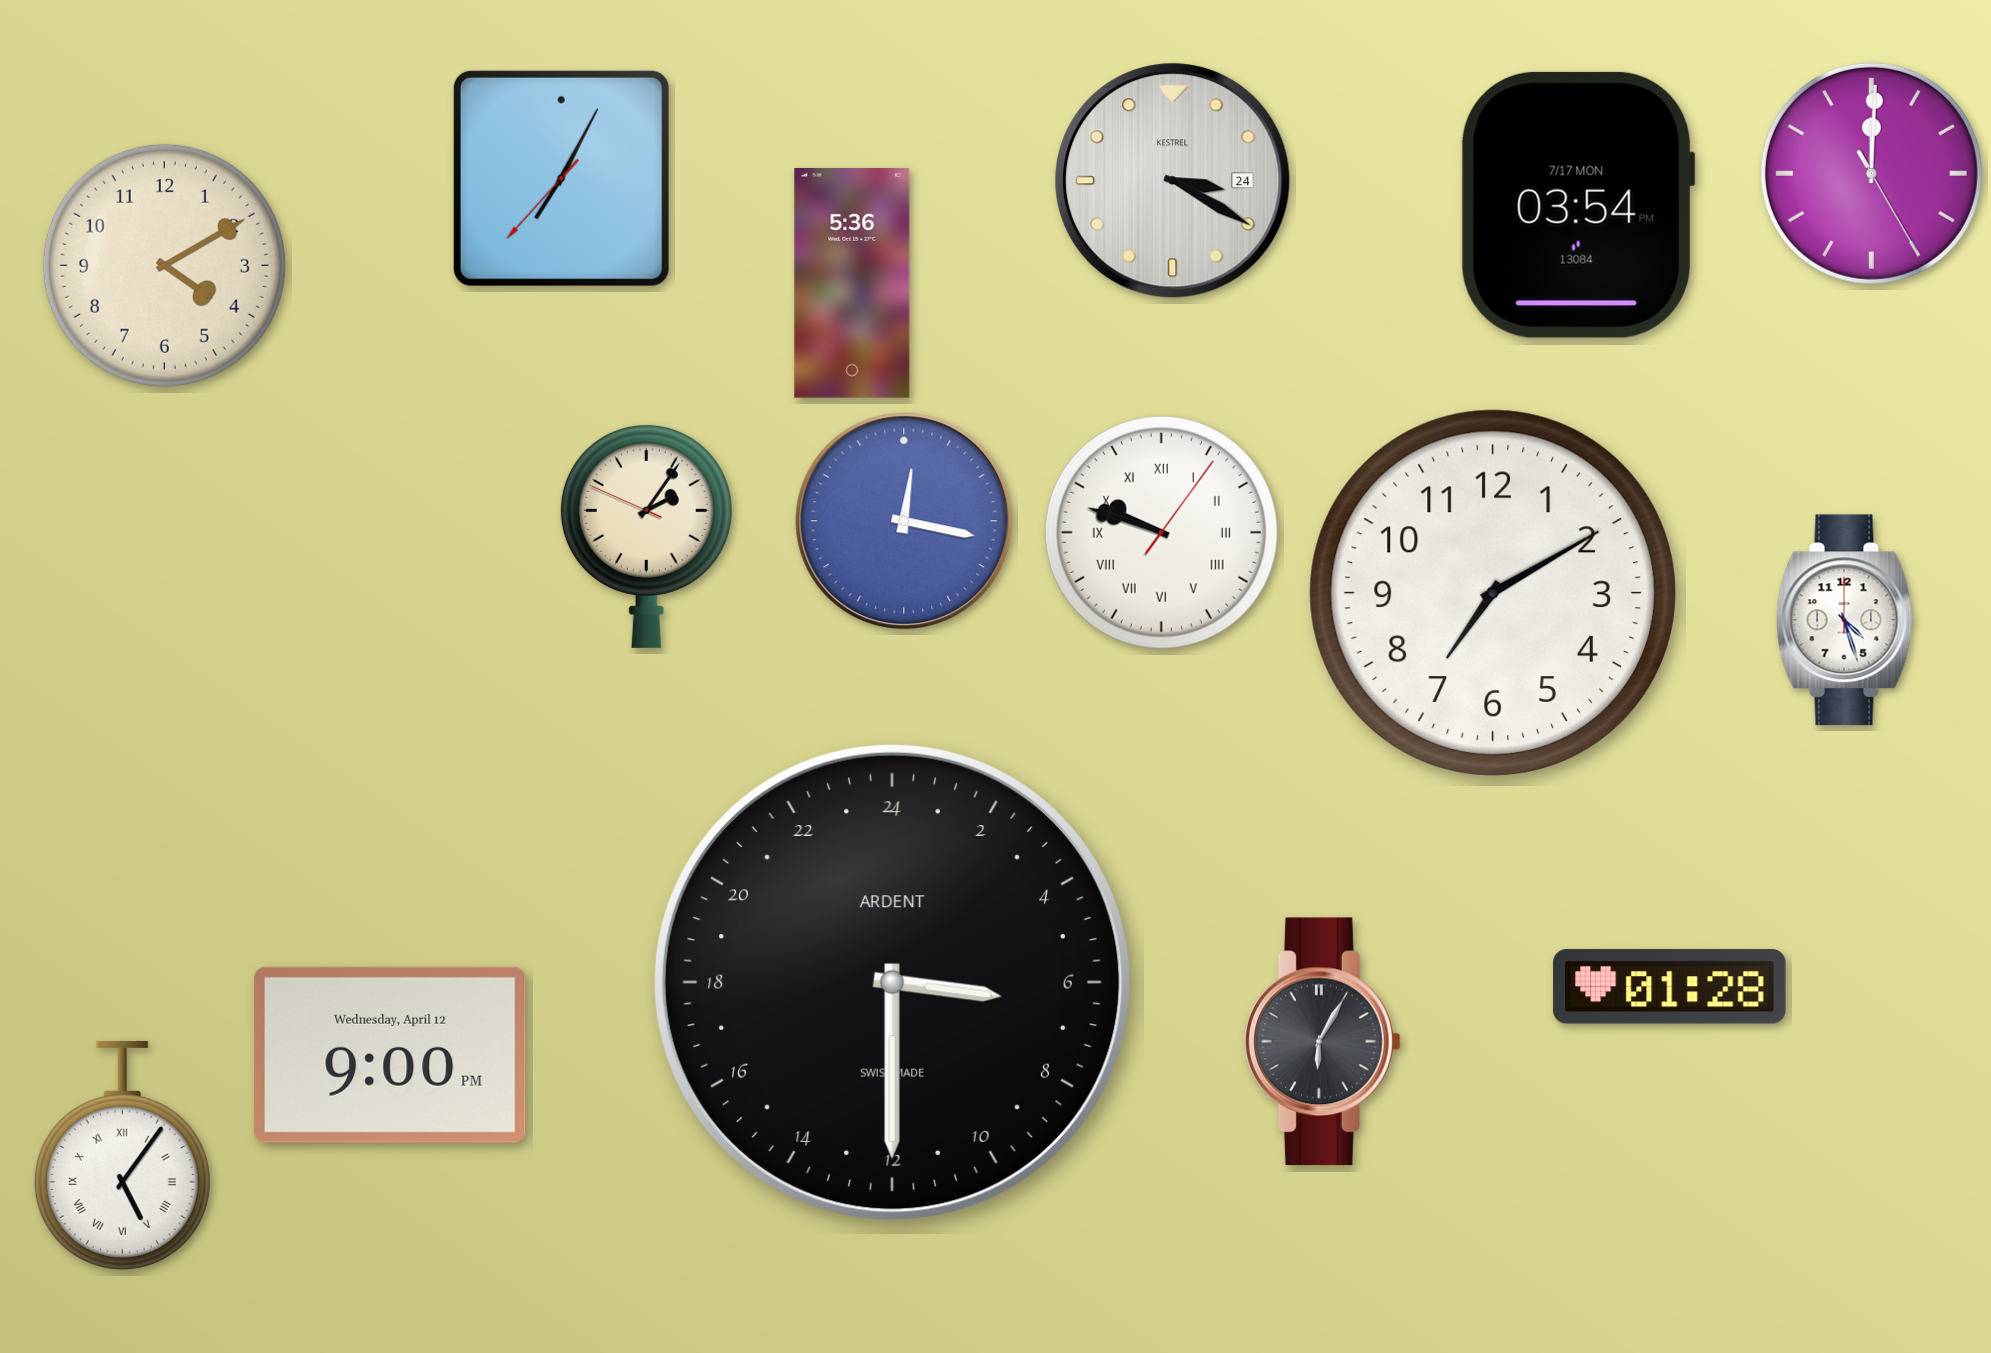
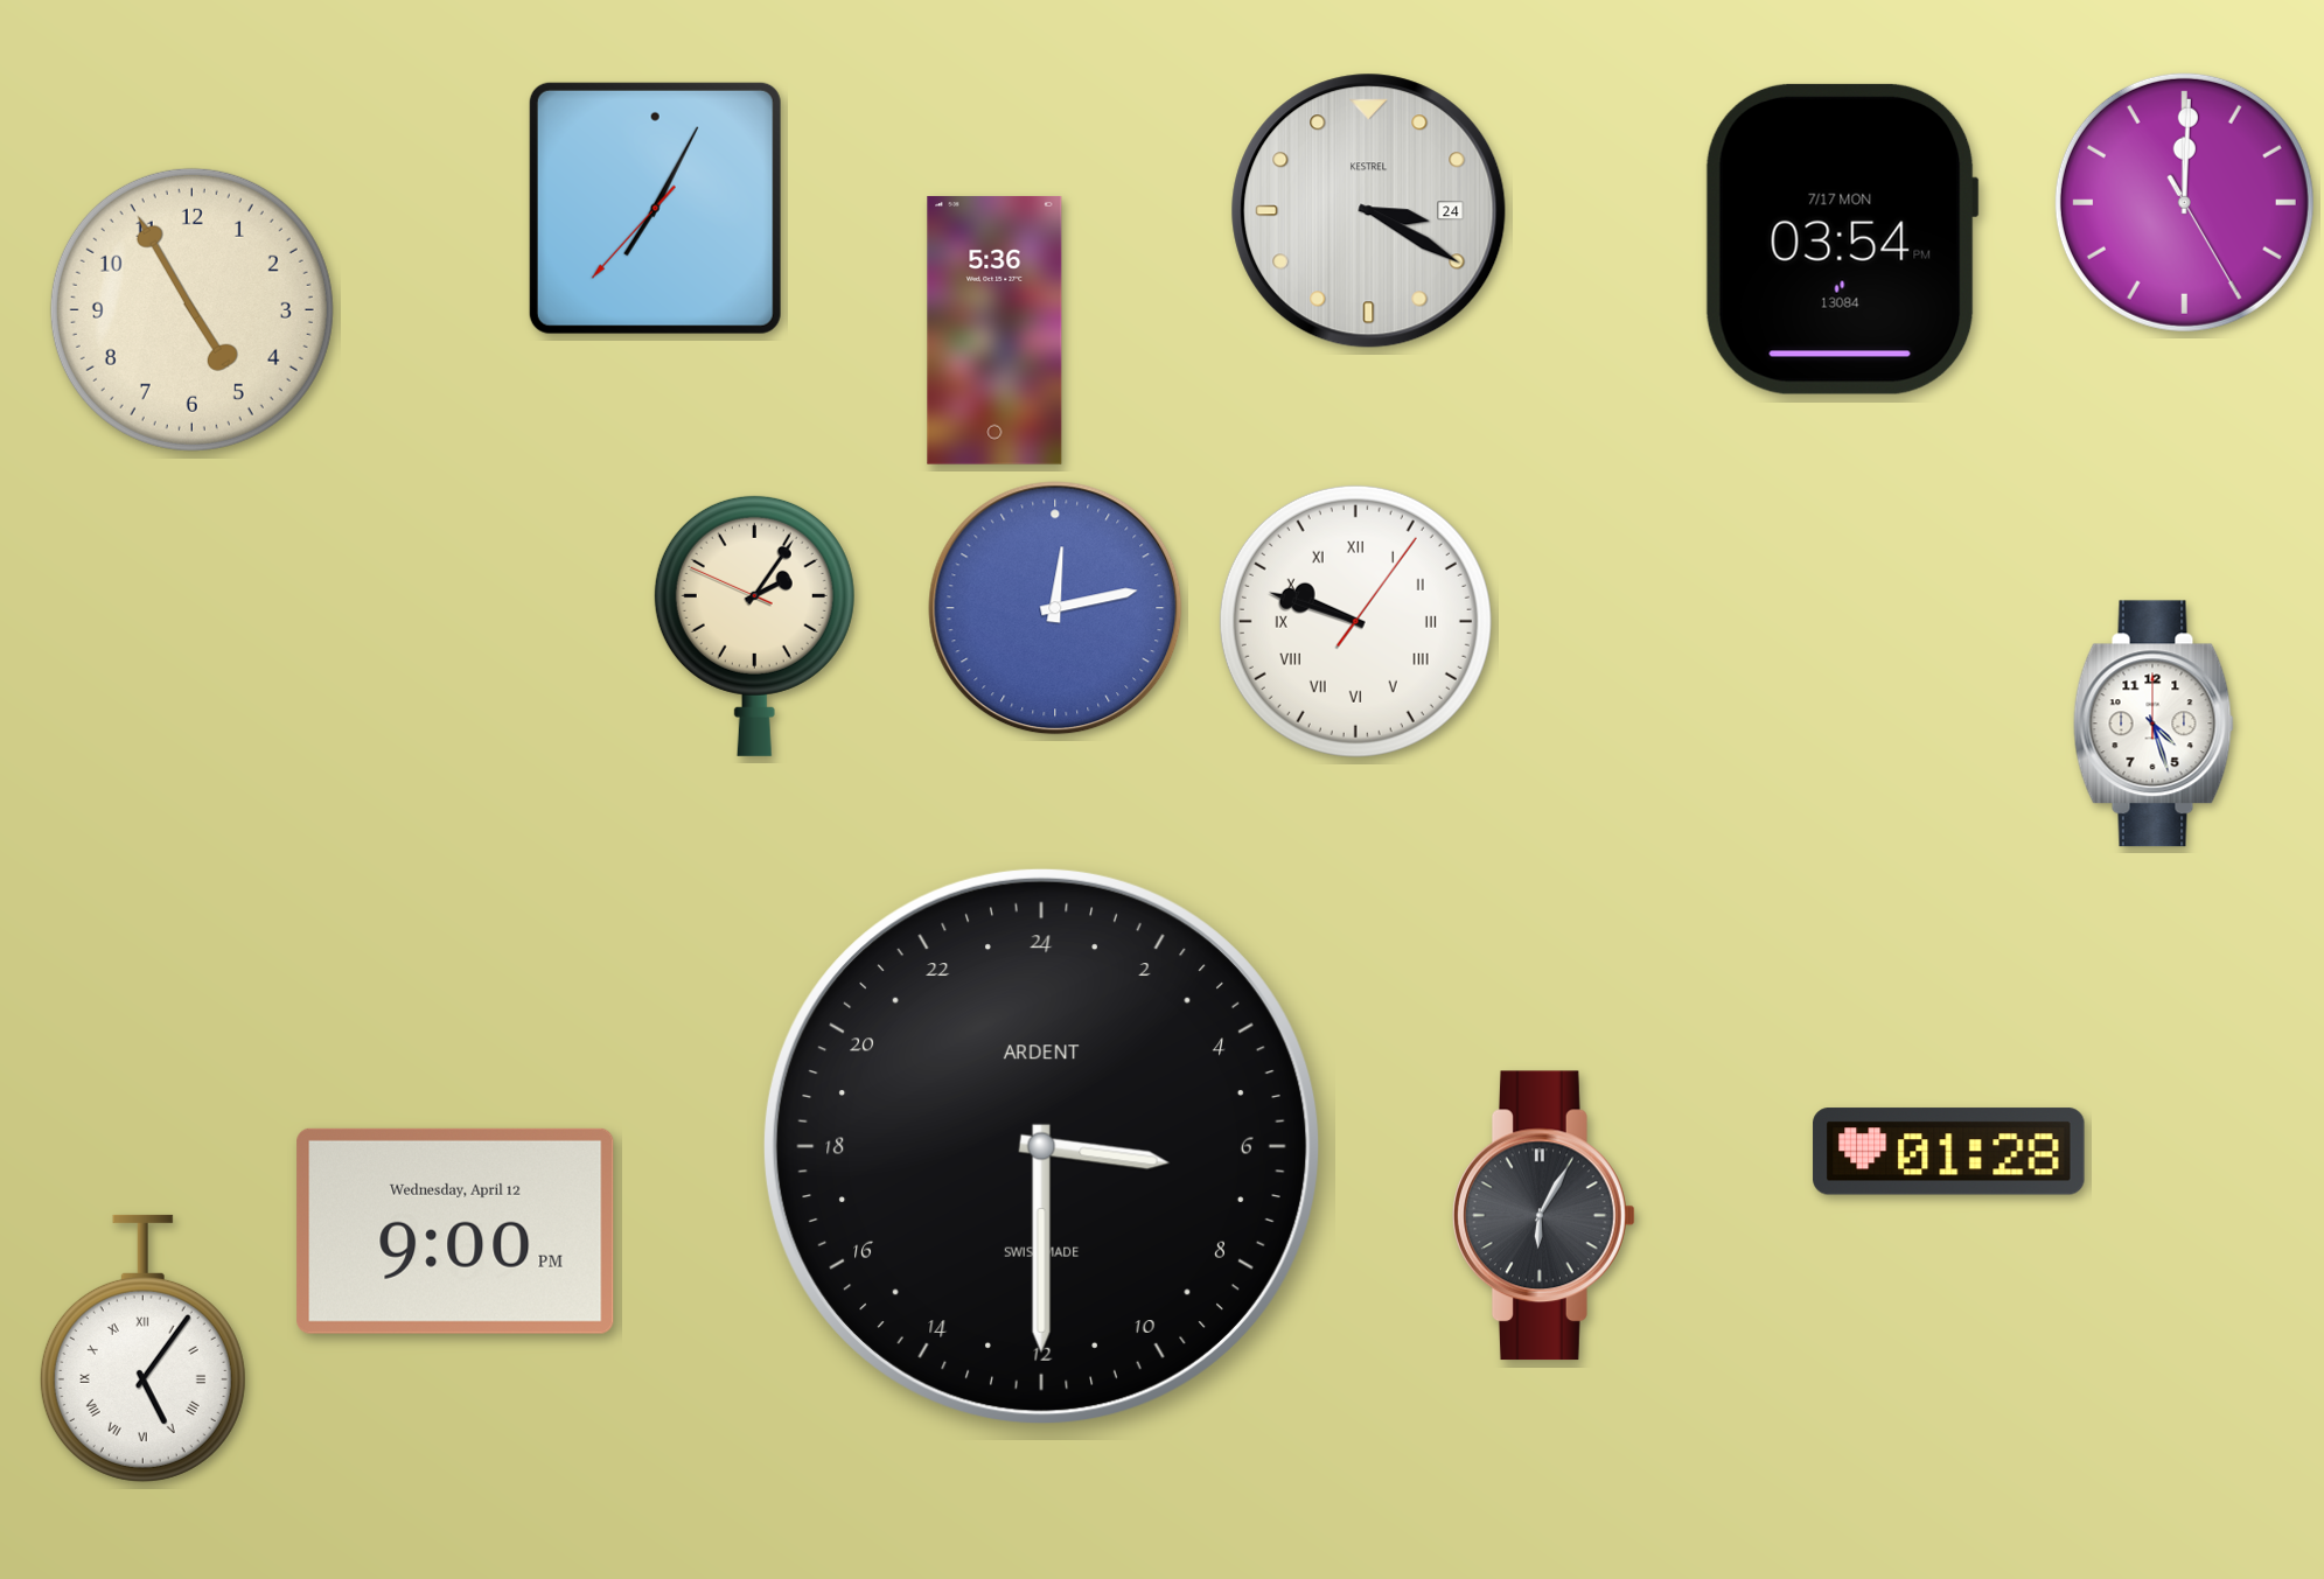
clock at (164, 265): 4:10 -> 4:55
clock at (904, 521): 12:17 -> 12:13
clock at (1493, 593): 7:10 -> none
